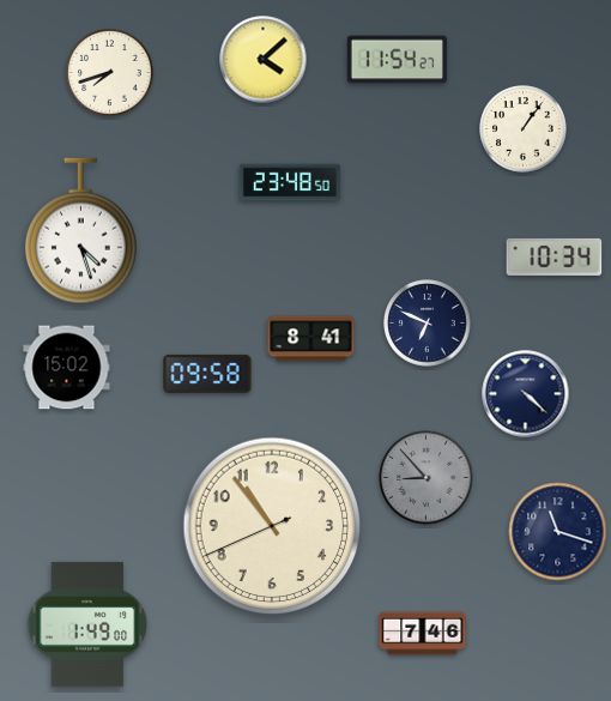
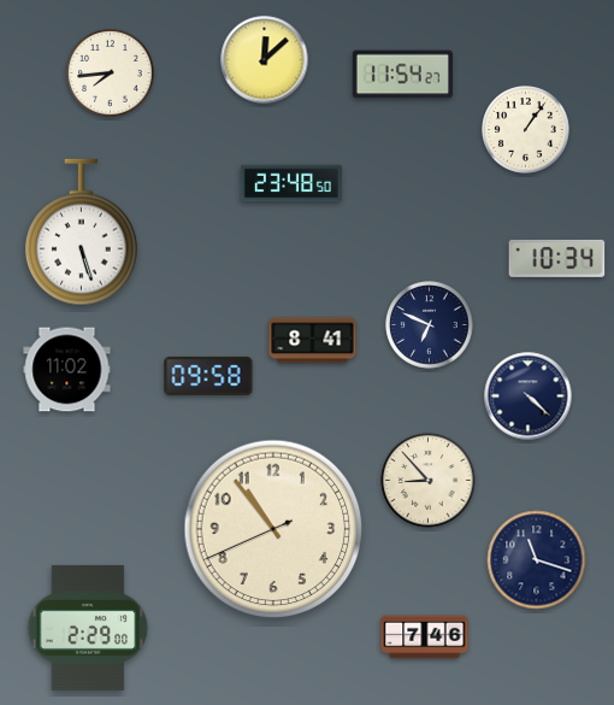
clock at (264, 60): 4:08 -> 12:08
clock at (397, 60) position: (397, 60) -> (402, 75)
clock at (110, 73): 7:42 -> 7:44
clock at (81, 231): 4:27 -> 5:27
clock at (67, 368): 15:02 -> 11:02
clock at (427, 478) dial: grey -> cream
clock at (558, 532) position: (558, 532) -> (537, 560)
clock at (87, 624): 1:49 -> 2:29
